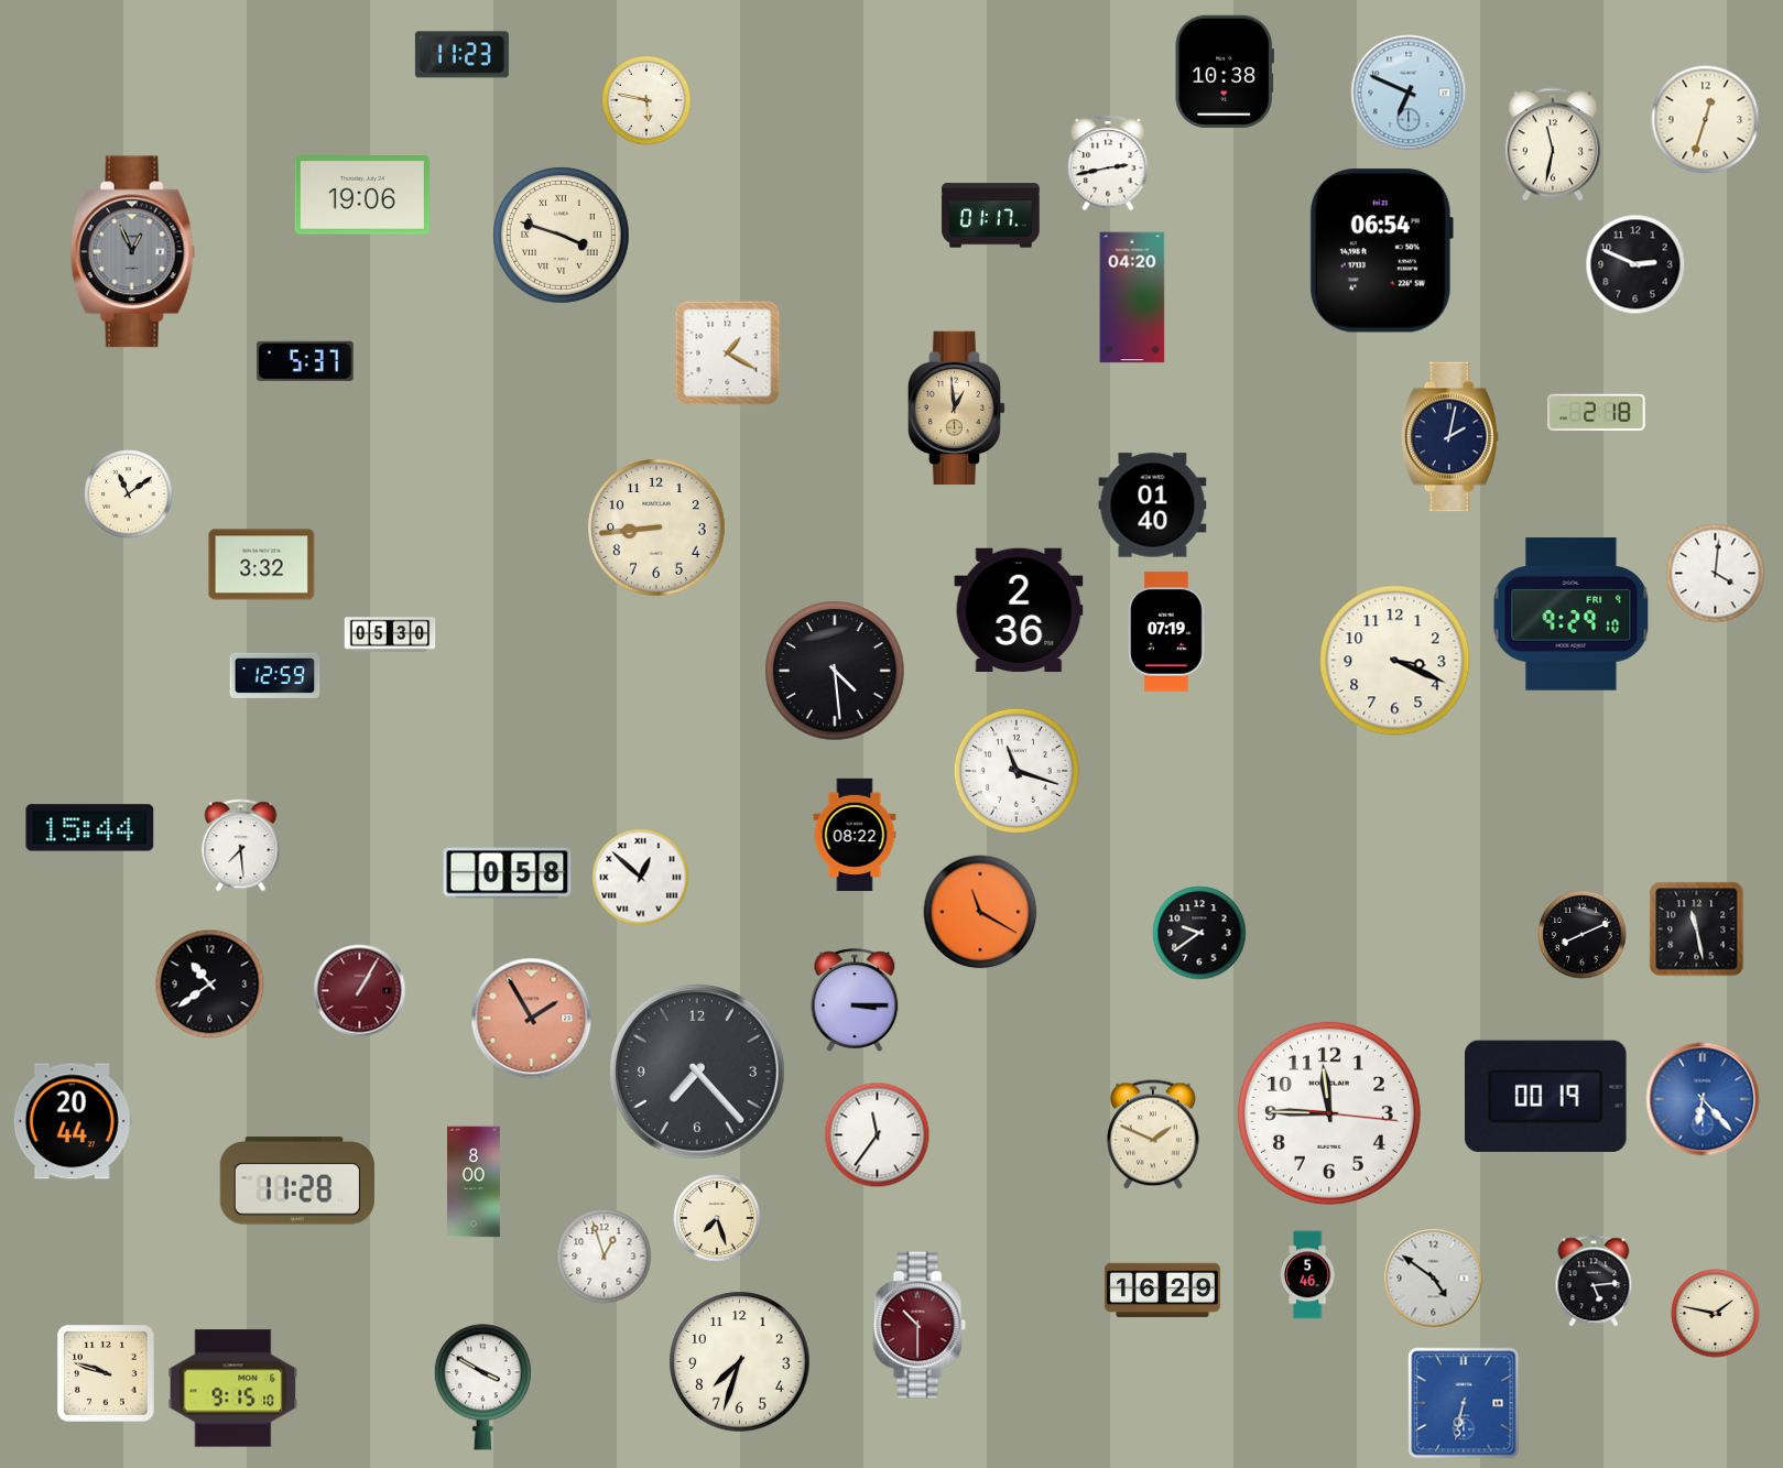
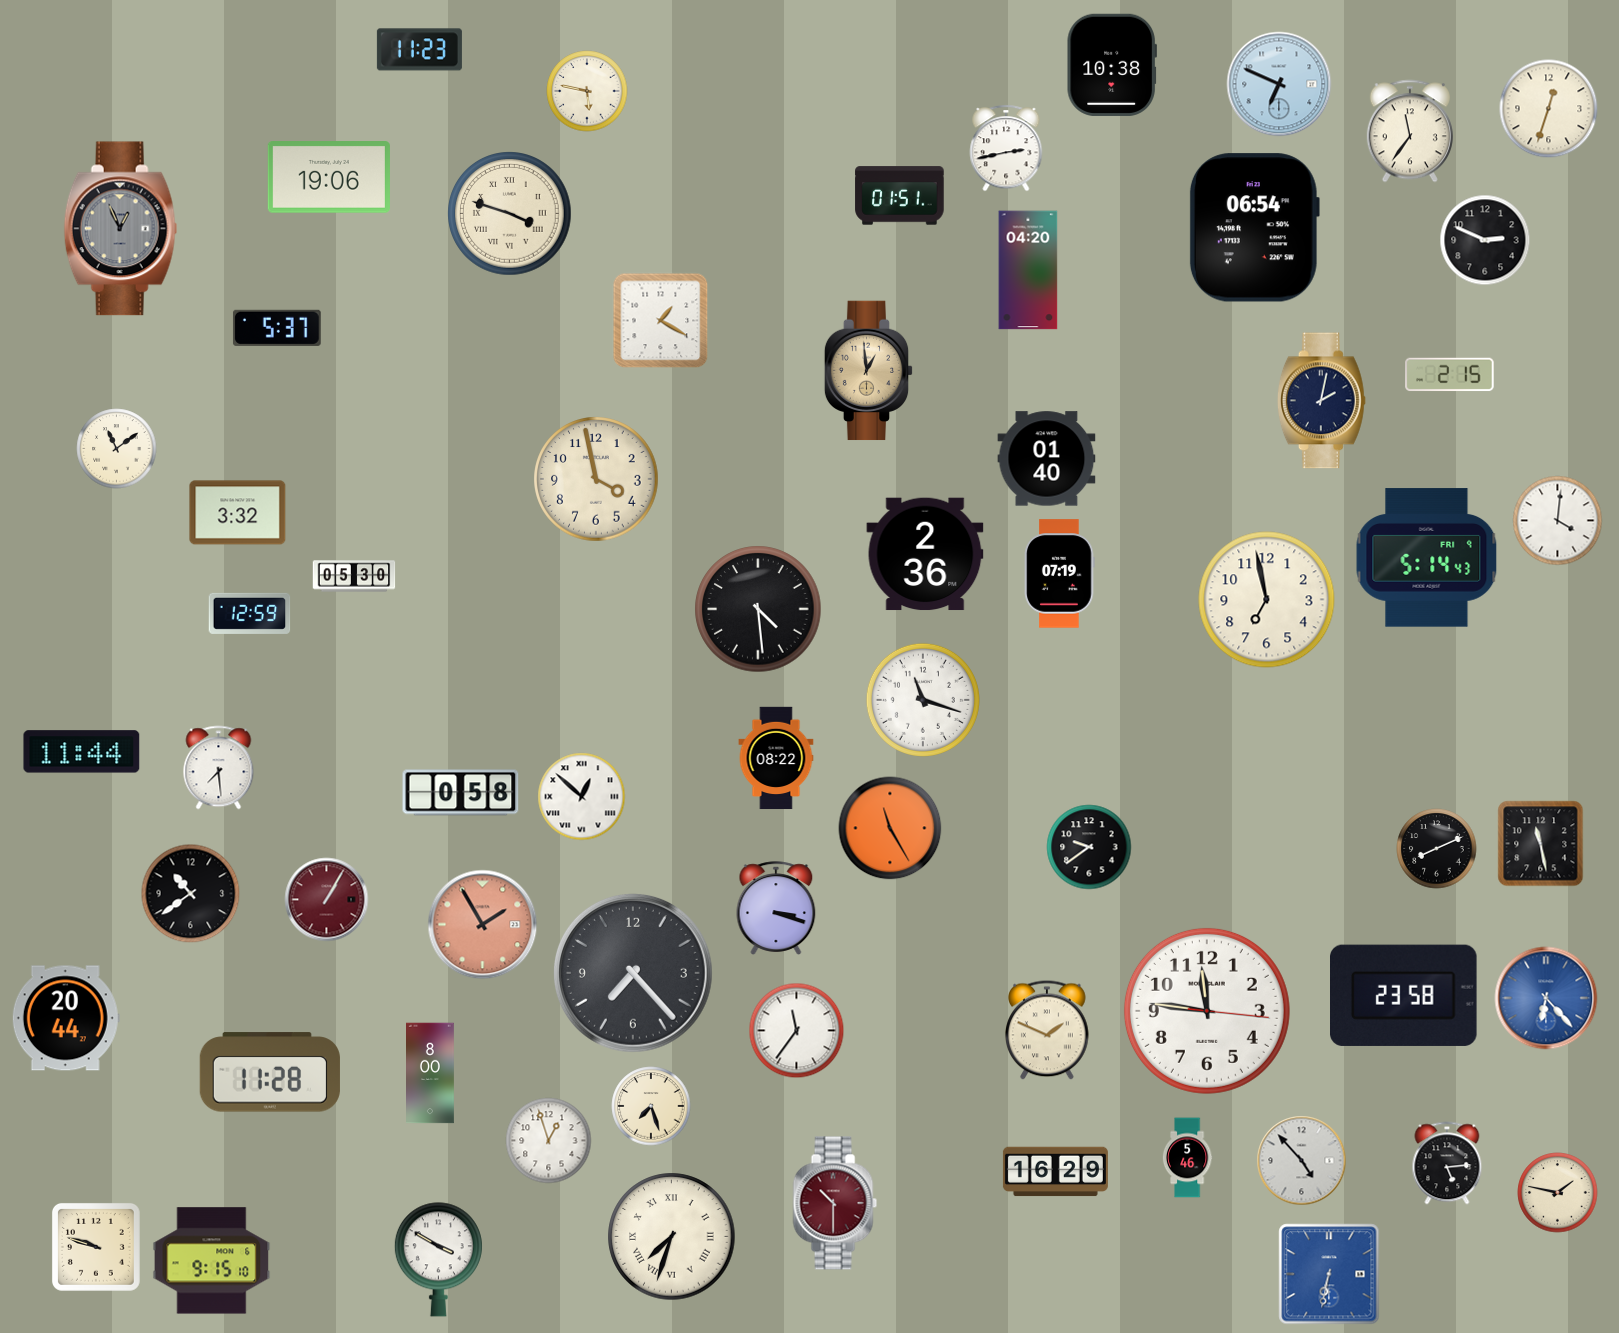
clock at (1553, 144): 11:32 -> 11:36
clock at (991, 216): 01:17 -> 01:51
clock at (1597, 413): 2:18 -> 2:15
clock at (1449, 437) position: (1449, 437) -> (1321, 401)
clock at (656, 528): 8:44 -> 3:58
clock at (1572, 615): 9:29 -> 5:14
clock at (1395, 661): 3:19 -> 6:58
clock at (90, 828): 15:44 -> 11:44
clock at (980, 912): 11:20 -> 11:25
clock at (855, 1000): 3:15 -> 3:18
clock at (1546, 1096): 00:19 -> 23:58
clock at (1329, 1113): 11:45 -> 11:46
clock at (1434, 1279): 4:51 -> 4:53
clock at (740, 1362) numerals: Arabic -> Roman
